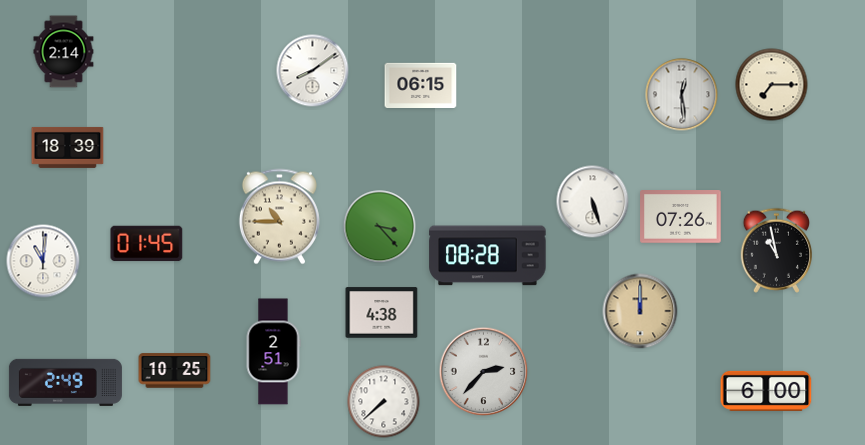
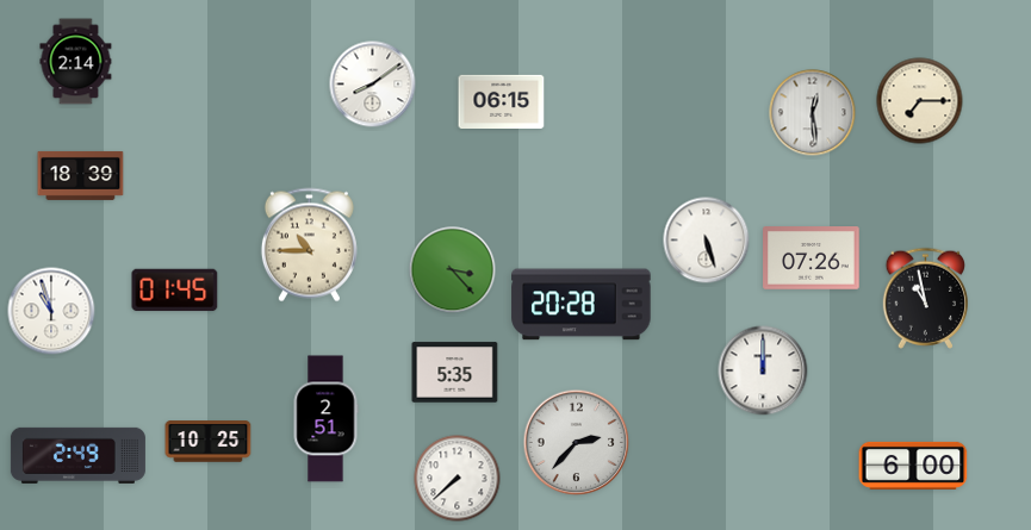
clock at (279, 217) position: (279, 217) -> (309, 245)
clock at (488, 256): 08:28 -> 20:28
clock at (43, 261): 11:01 -> 10:57
clock at (640, 311) dial: champagne -> white
clock at (382, 313): 4:38 -> 5:35
